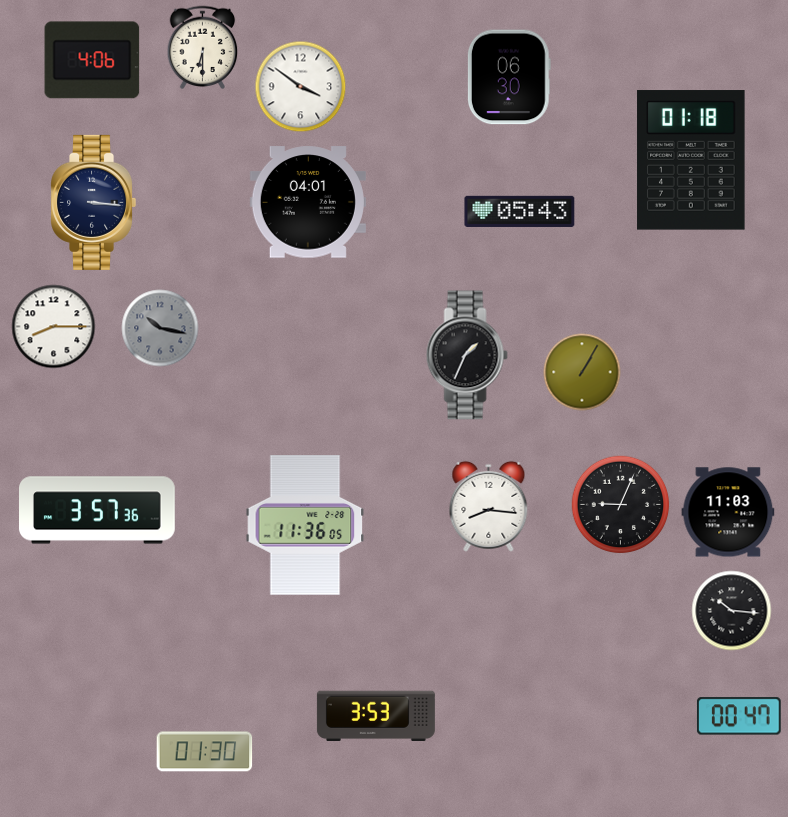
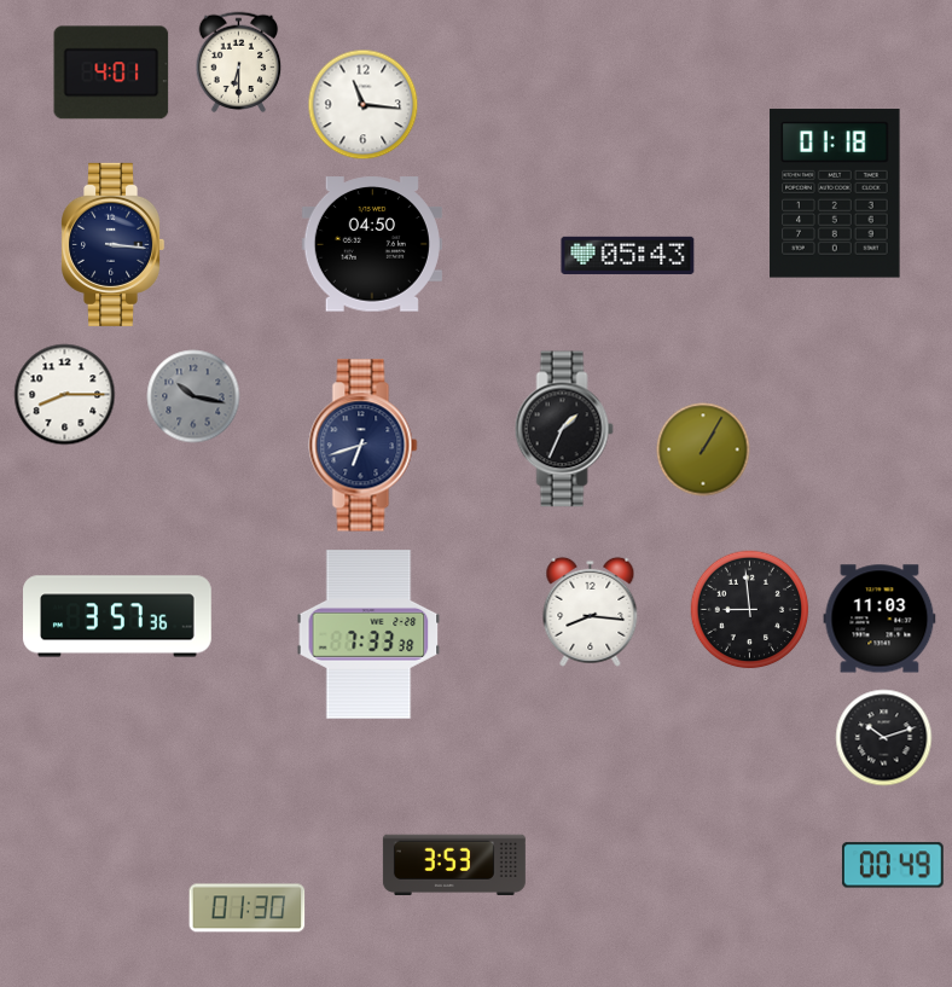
clock at (203, 48) position: (203, 48) -> (239, 63)
clock at (92, 60): 4:06 -> 4:01
clock at (509, 77): 06:30 -> none
clock at (301, 87): 3:51 -> 11:16
clock at (308, 202): 04:01 -> 04:50
clock at (364, 446): none -> 6:42
clock at (621, 505): 9:04 -> 8:59
clock at (305, 525): 11:36 -> 7:33
clock at (732, 611): 10:16 -> 10:12
clock at (739, 716): 00:47 -> 00:49
